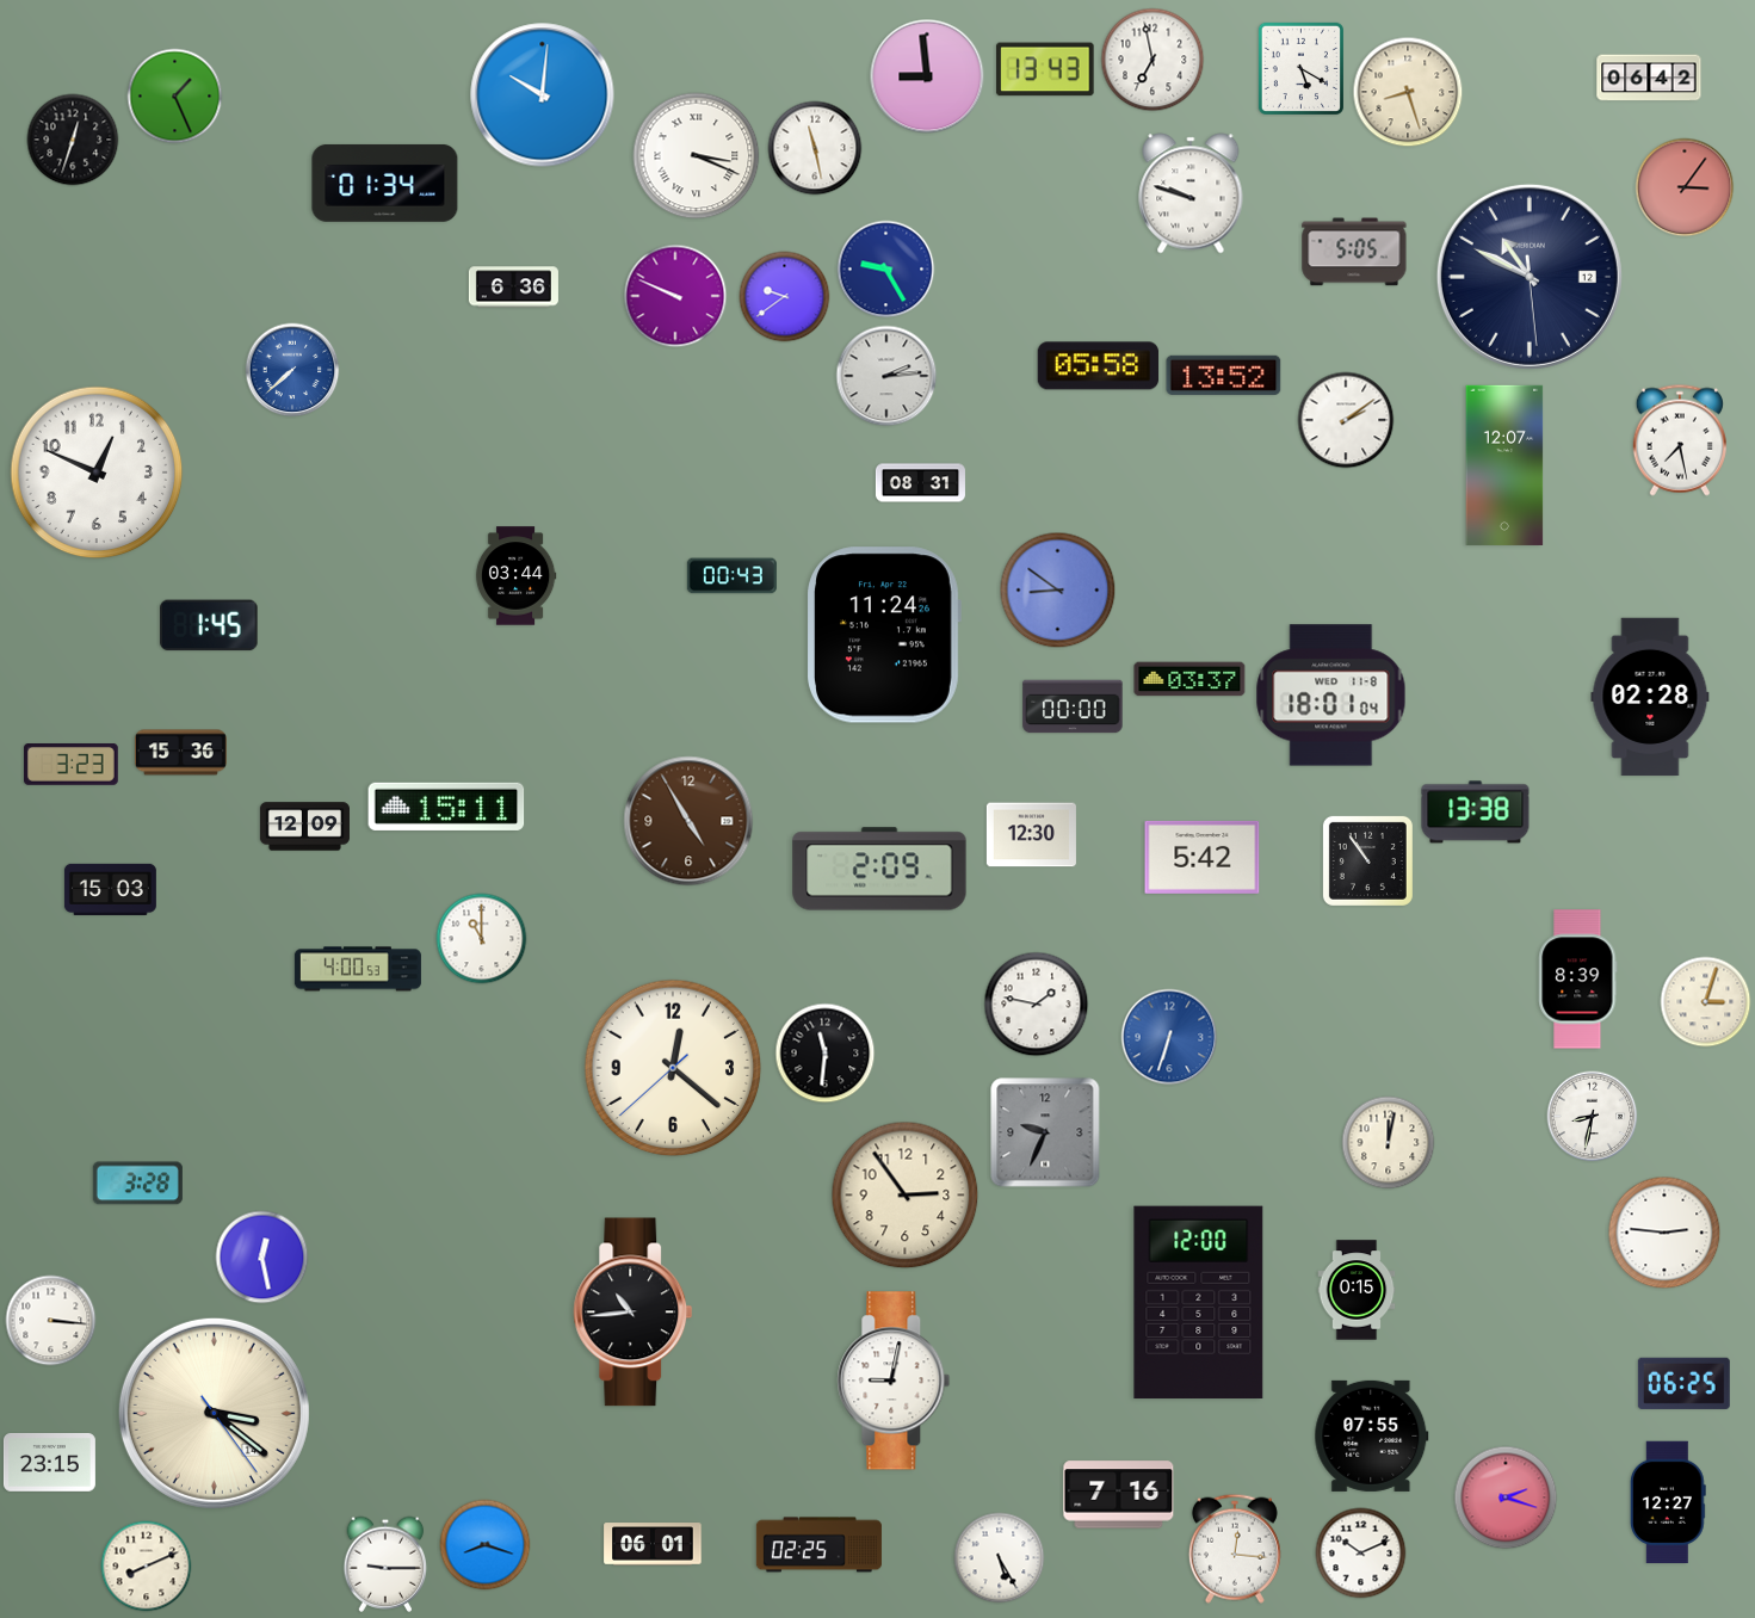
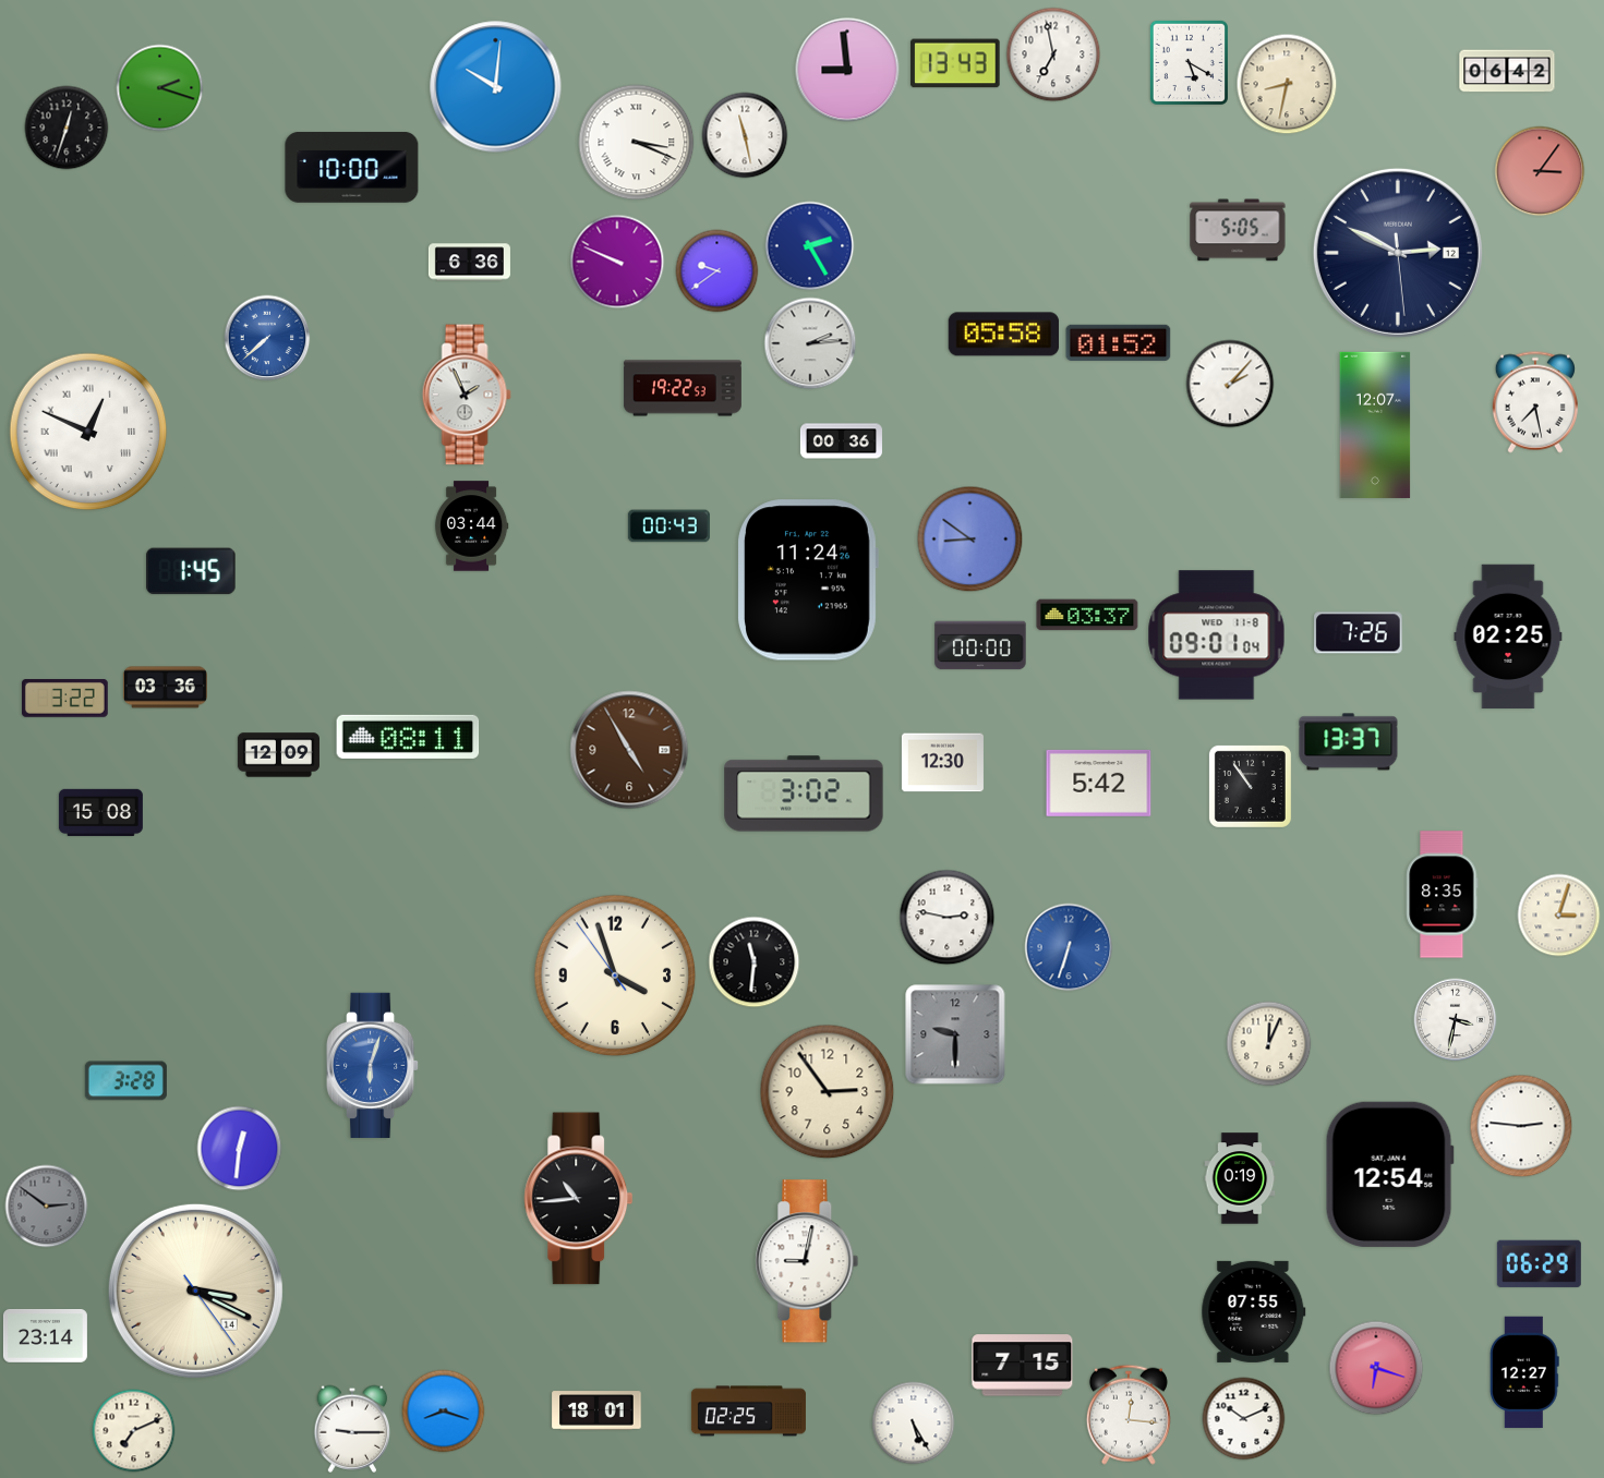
clock at (1408, 92): 8:27 -> 8:32
clock at (175, 97): 1:26 -> 2:18
clock at (385, 183): 01:34 -> 10:00
clock at (1191, 193): 9:48 -> none
clock at (886, 270): 9:25 -> 2:25
clock at (1530, 277): 10:49 -> 2:49
clock at (675, 296) position: (675, 296) -> (617, 262)
clock at (1224, 375): 13:52 -> 01:52
clock at (1346, 420): 2:09 -> 2:07
clock at (683, 388): none -> 19:22
clock at (467, 395): none -> 1:56
clock at (97, 473) numerals: Arabic -> Roman
clock at (920, 483): 08:31 -> 00:36
clock at (1058, 591) position: (1058, 591) -> (970, 540)
clock at (1189, 679) position: (1189, 679) -> (1087, 615)
clock at (1359, 633): none -> 7:26
clock at (1331, 696): 18:01 -> 09:01
clock at (1650, 697): 02:28 -> 02:25
clock at (180, 753): 15:36 -> 03:36
clock at (72, 765): 3:23 -> 3:22
clock at (446, 807): 15:11 -> 08:11
clock at (1476, 813): 13:38 -> 13:37
clock at (879, 869): 2:09 -> 3:02
clock at (110, 889): 15:03 -> 15:08
clock at (482, 939): 11:00 -> none
clock at (358, 969): 4:00 -> none
clock at (1578, 980): 8:39 -> 8:35
clock at (1037, 1005): 1:47 -> 2:47
clock at (673, 1068): 12:21 -> 3:56
clock at (1593, 1117): 8:32 -> 3:32
clock at (1045, 1132): 9:34 -> 9:30
clock at (1389, 1143): 12:02 -> 12:04
clock at (373, 1065): none -> 6:03
clock at (262, 1258): 12:28 -> 12:31
clock at (1389, 1174): none -> 12:54
clock at (1357, 1290): 0:15 -> 0:19
clock at (1199, 1303): 12:00 -> none
clock at (51, 1321): 3:16 -> 2:51
clock at (51, 1321) dial: white -> grey
clock at (894, 1381) position: (894, 1381) -> (807, 1261)
clock at (1683, 1383): 06:25 -> 06:29
clock at (214, 1413): 3:21 -> 3:19
clock at (49, 1463): 23:15 -> 23:14
clock at (1119, 1495): 7:16 -> 7:15
clock at (1506, 1497): 2:18 -> 6:18
clock at (653, 1544): 06:01 -> 18:01
clock at (147, 1567): 8:11 -> 7:11
